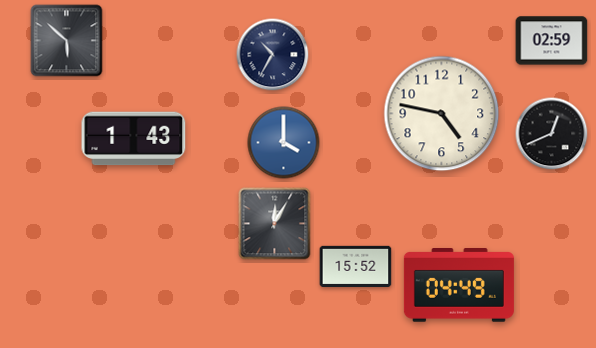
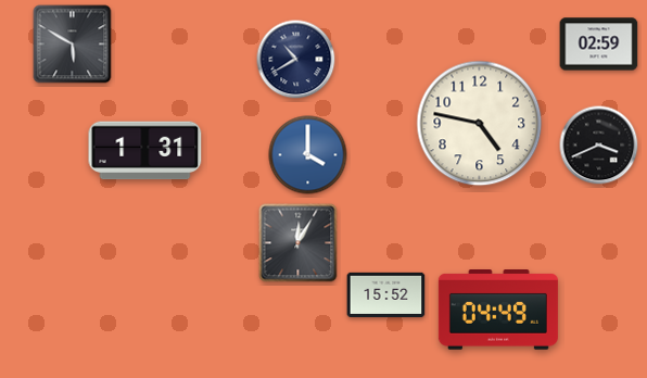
clock at (67, 41): 5:52 -> 5:50
clock at (273, 55): 10:35 -> 10:40
clock at (552, 134): 12:41 -> 3:41
clock at (134, 139): 1:43 -> 1:31
clock at (356, 266) position: (356, 266) -> (386, 294)
